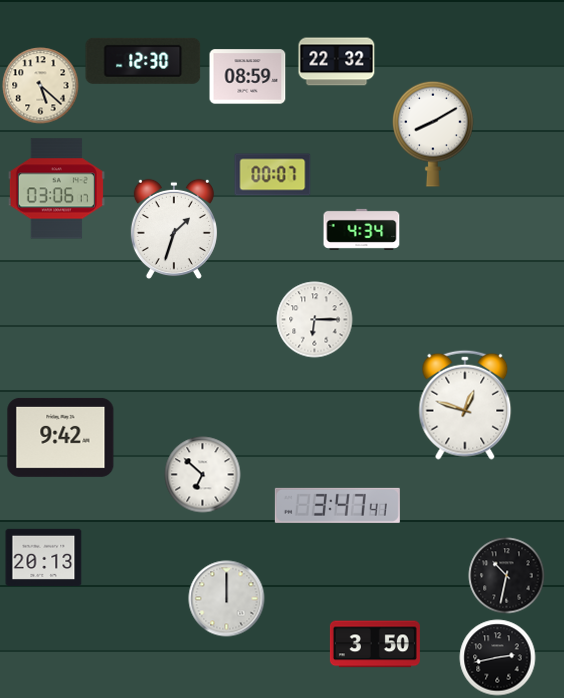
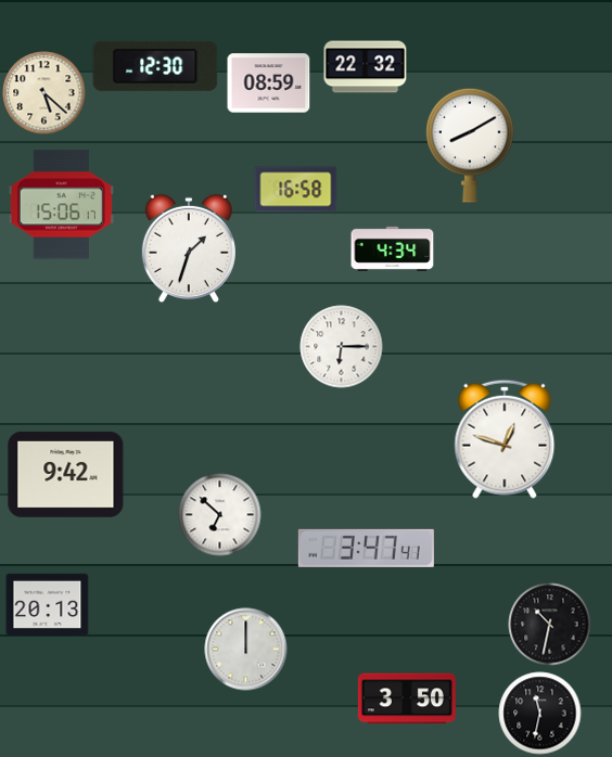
clock at (273, 175): 00:07 -> 16:58
clock at (56, 189): 03:06 -> 15:06
clock at (498, 658): 2:43 -> 11:32
